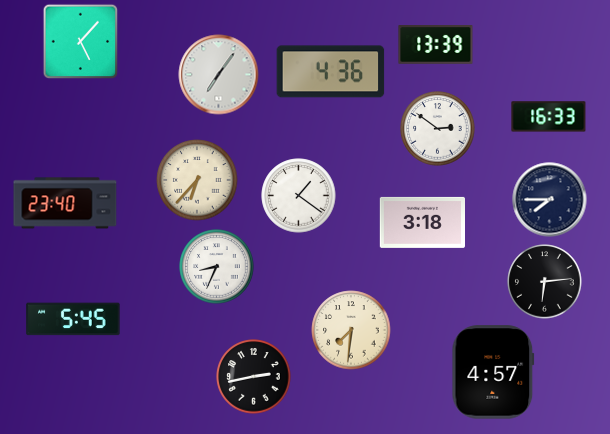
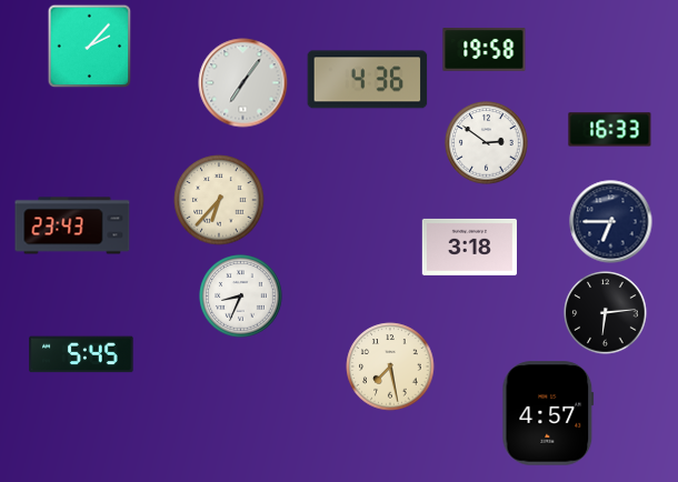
clock at (81, 42): 5:07 -> 2:07
clock at (436, 45): 13:39 -> 19:58
clock at (299, 196): 1:21 -> none
clock at (550, 200): 7:45 -> 6:45
clock at (65, 203): 23:40 -> 23:43
clock at (351, 330): 7:31 -> 7:28
clock at (254, 377): 2:43 -> none
